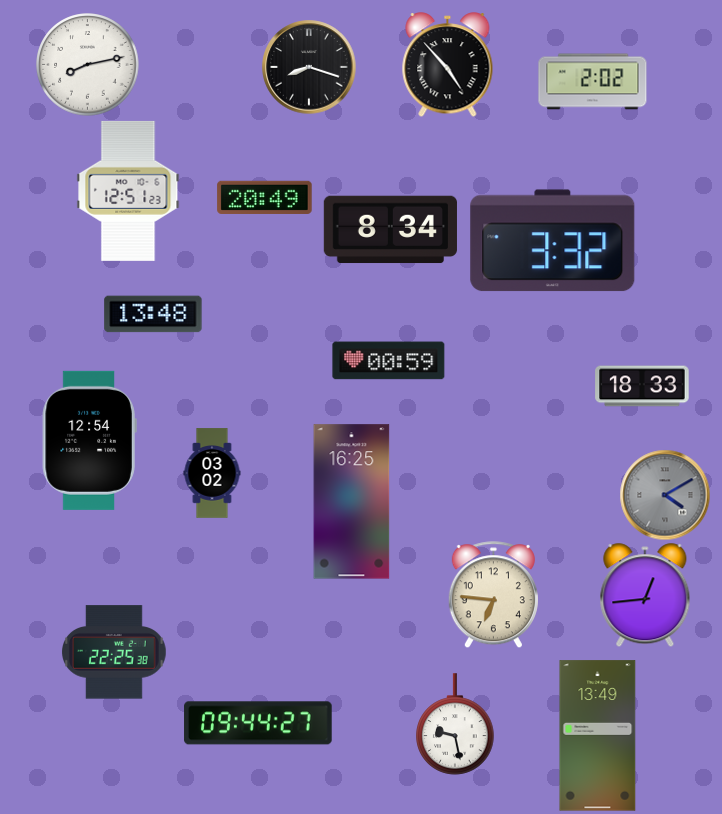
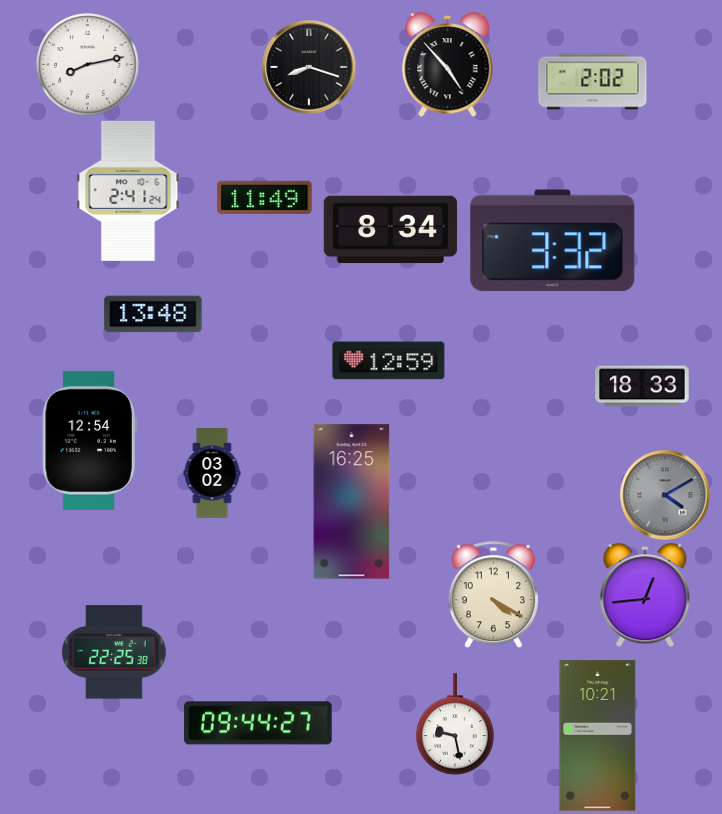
clock at (128, 191): 12:51 -> 2:41
clock at (265, 197): 20:49 -> 11:49
clock at (389, 361): 00:59 -> 12:59
clock at (493, 595): 6:46 -> 4:20
clock at (598, 736): 13:49 -> 10:21
